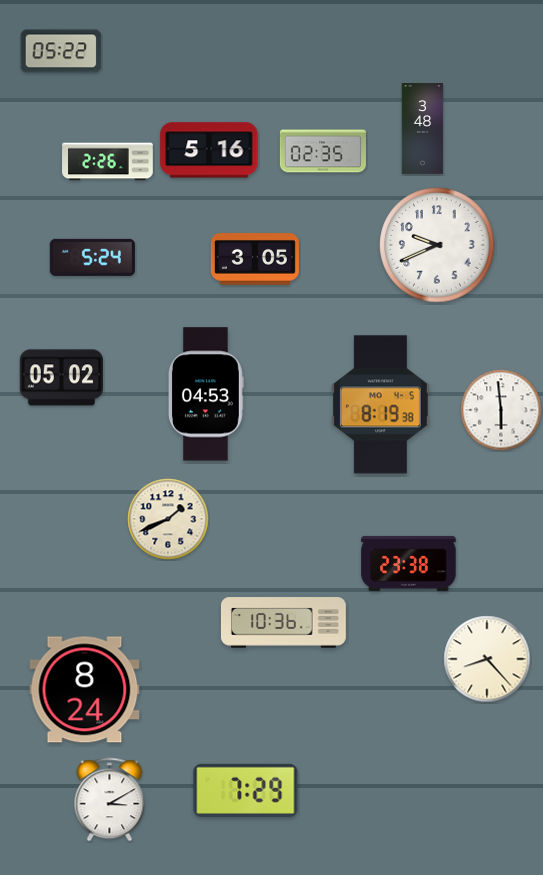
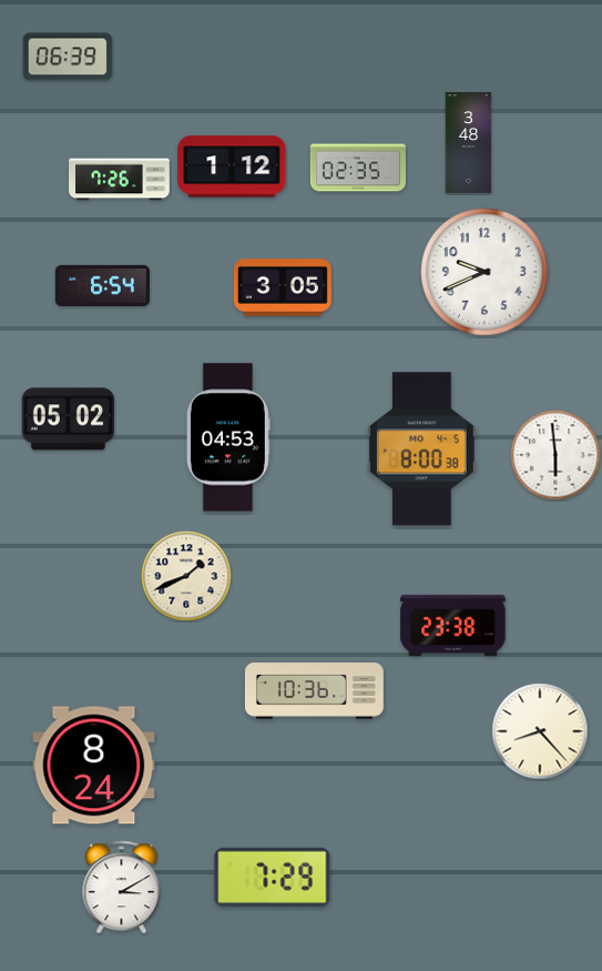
clock at (61, 51): 05:22 -> 06:39
clock at (209, 150): 5:16 -> 1:12
clock at (108, 162): 2:26 -> 7:26
clock at (92, 257): 5:24 -> 6:54
clock at (380, 405): 8:19 -> 8:00
